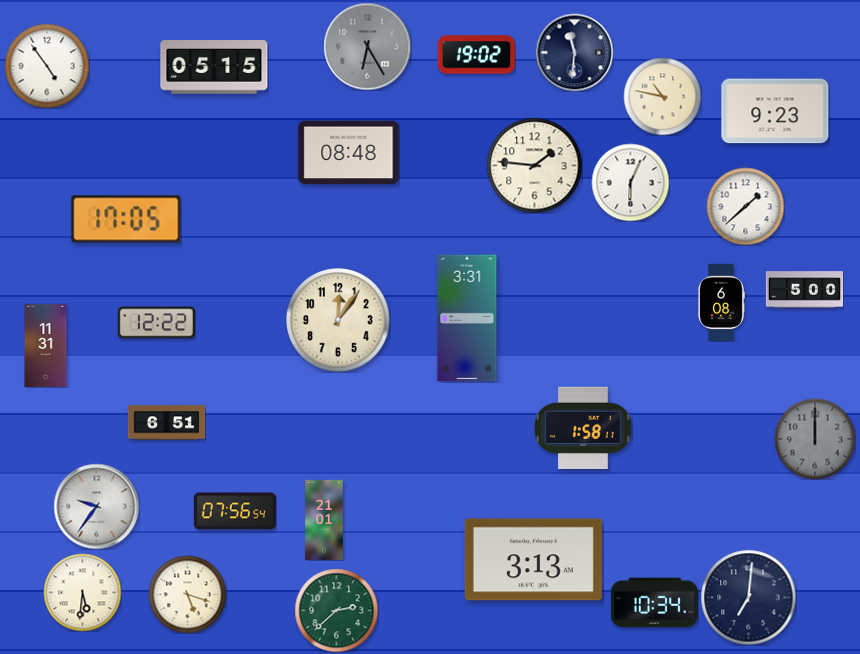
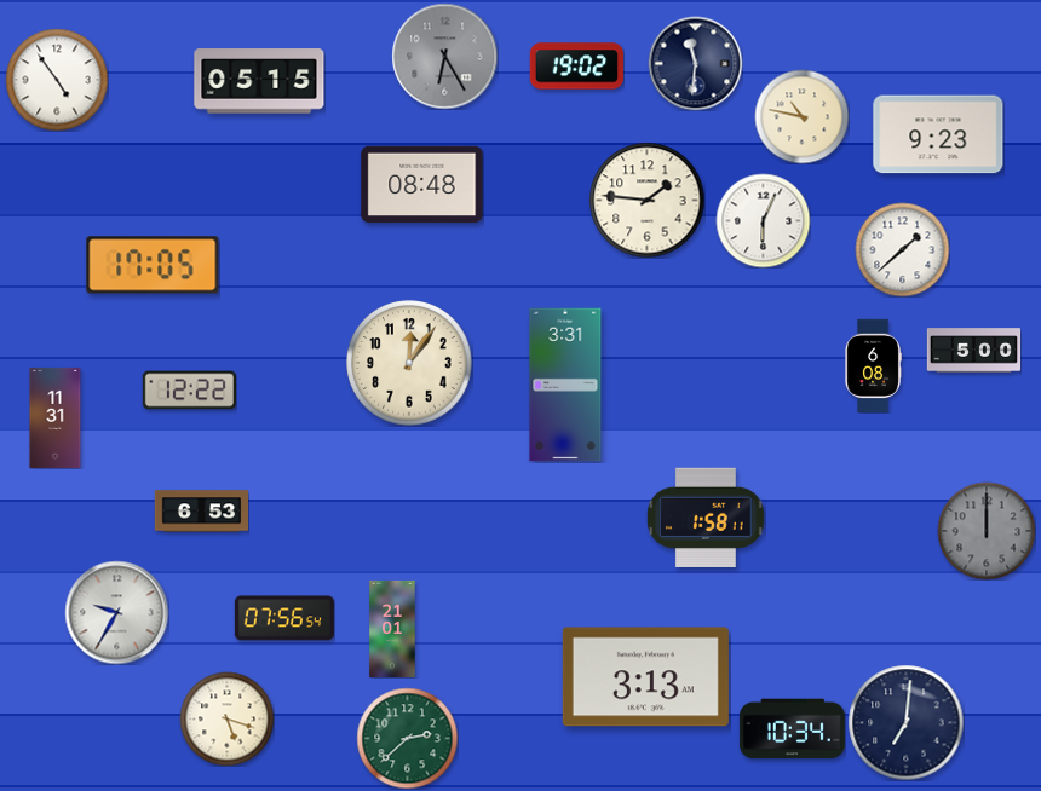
clock at (338, 320) position: (338, 320) -> (409, 363)
clock at (166, 423): 6:51 -> 6:53
clock at (96, 506): 9:36 -> 9:35
clock at (82, 592): 5:31 -> none
